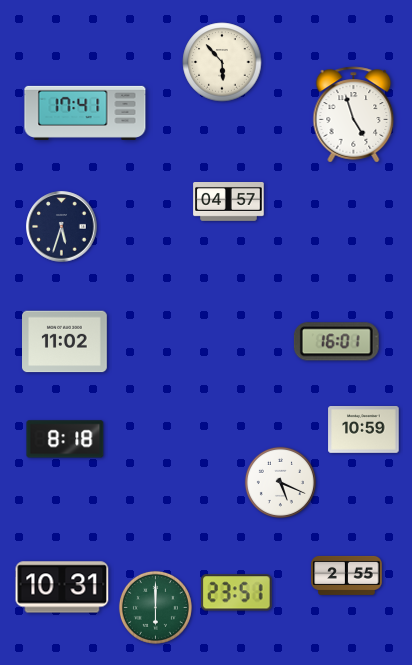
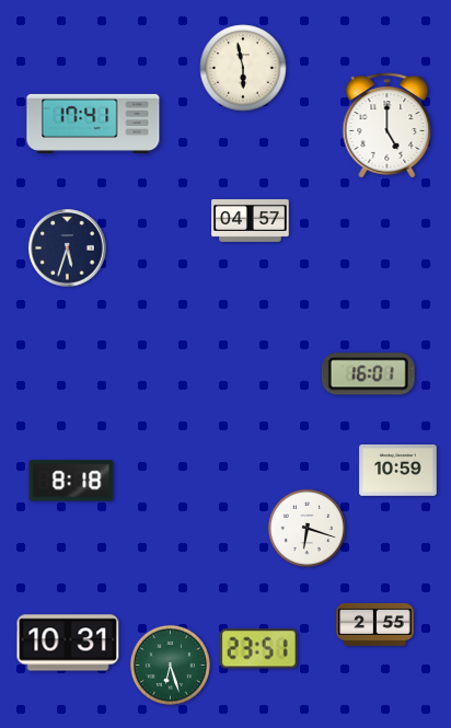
clock at (222, 62): 5:53 -> 5:58
clock at (354, 115): 4:57 -> 5:00
clock at (65, 342): 11:02 -> none
clock at (280, 482): 5:19 -> 6:18
clock at (347, 575) position: (347, 575) -> (375, 624)
clock at (155, 607): 6:00 -> 6:27
